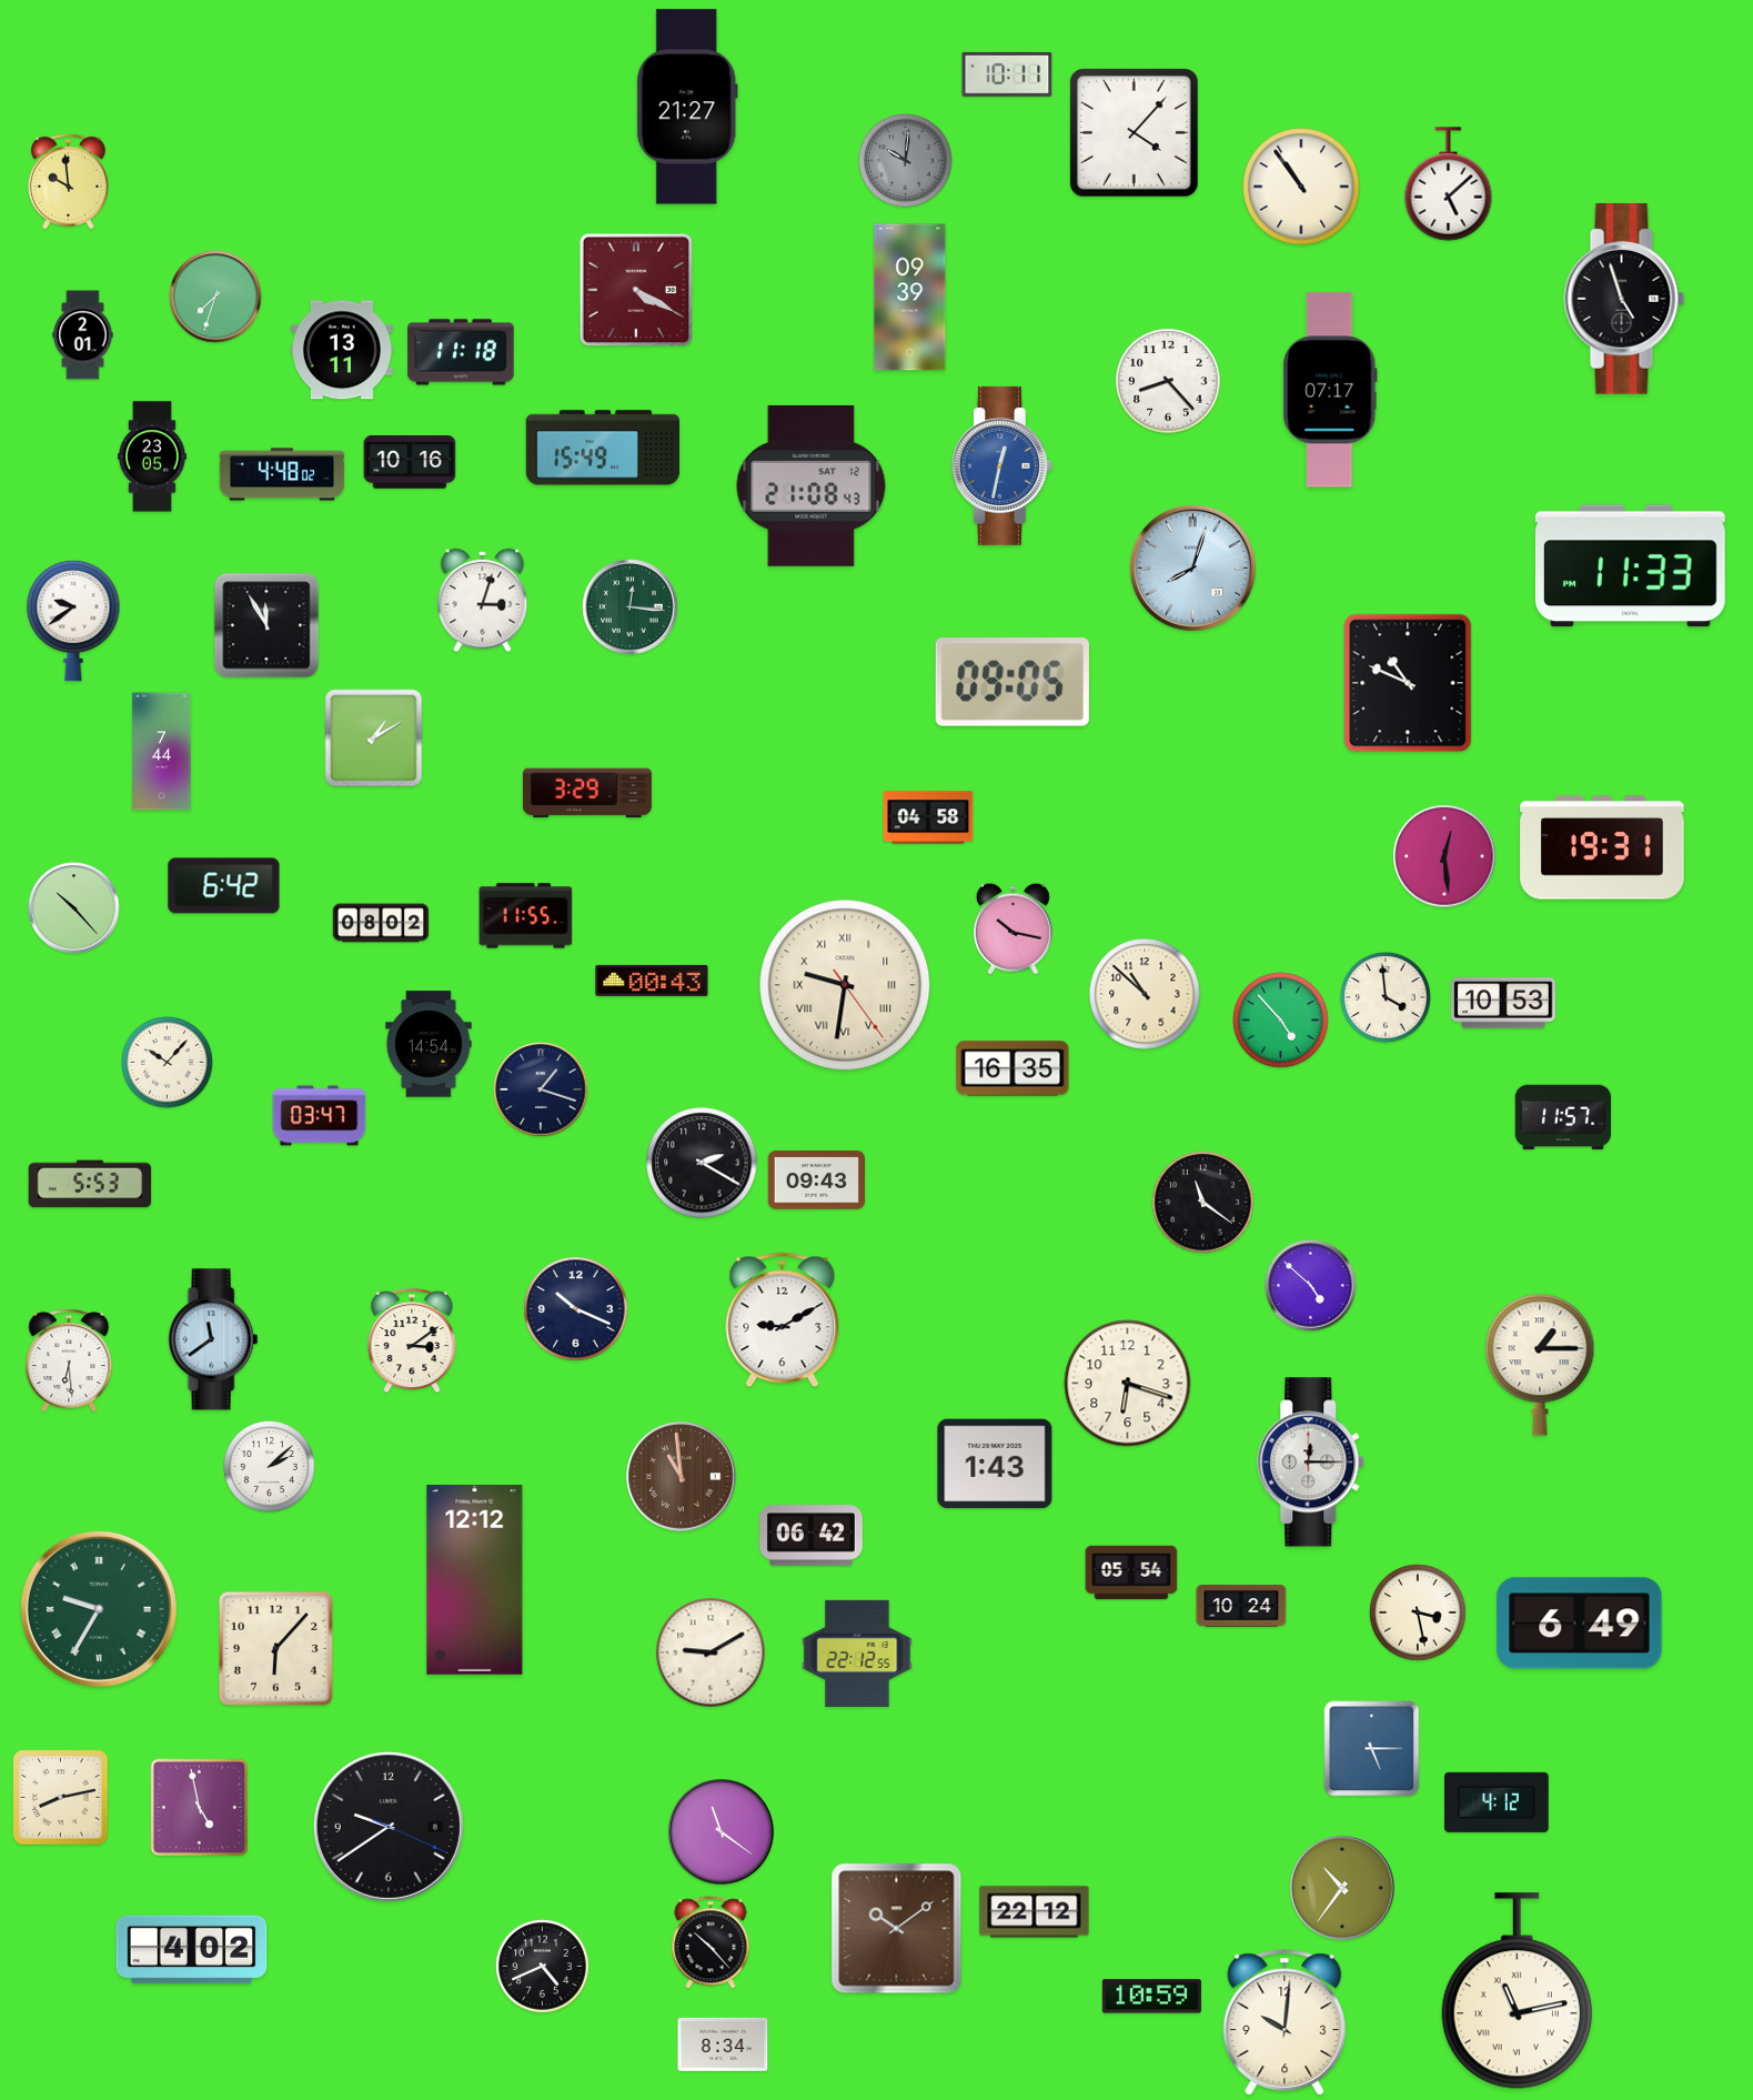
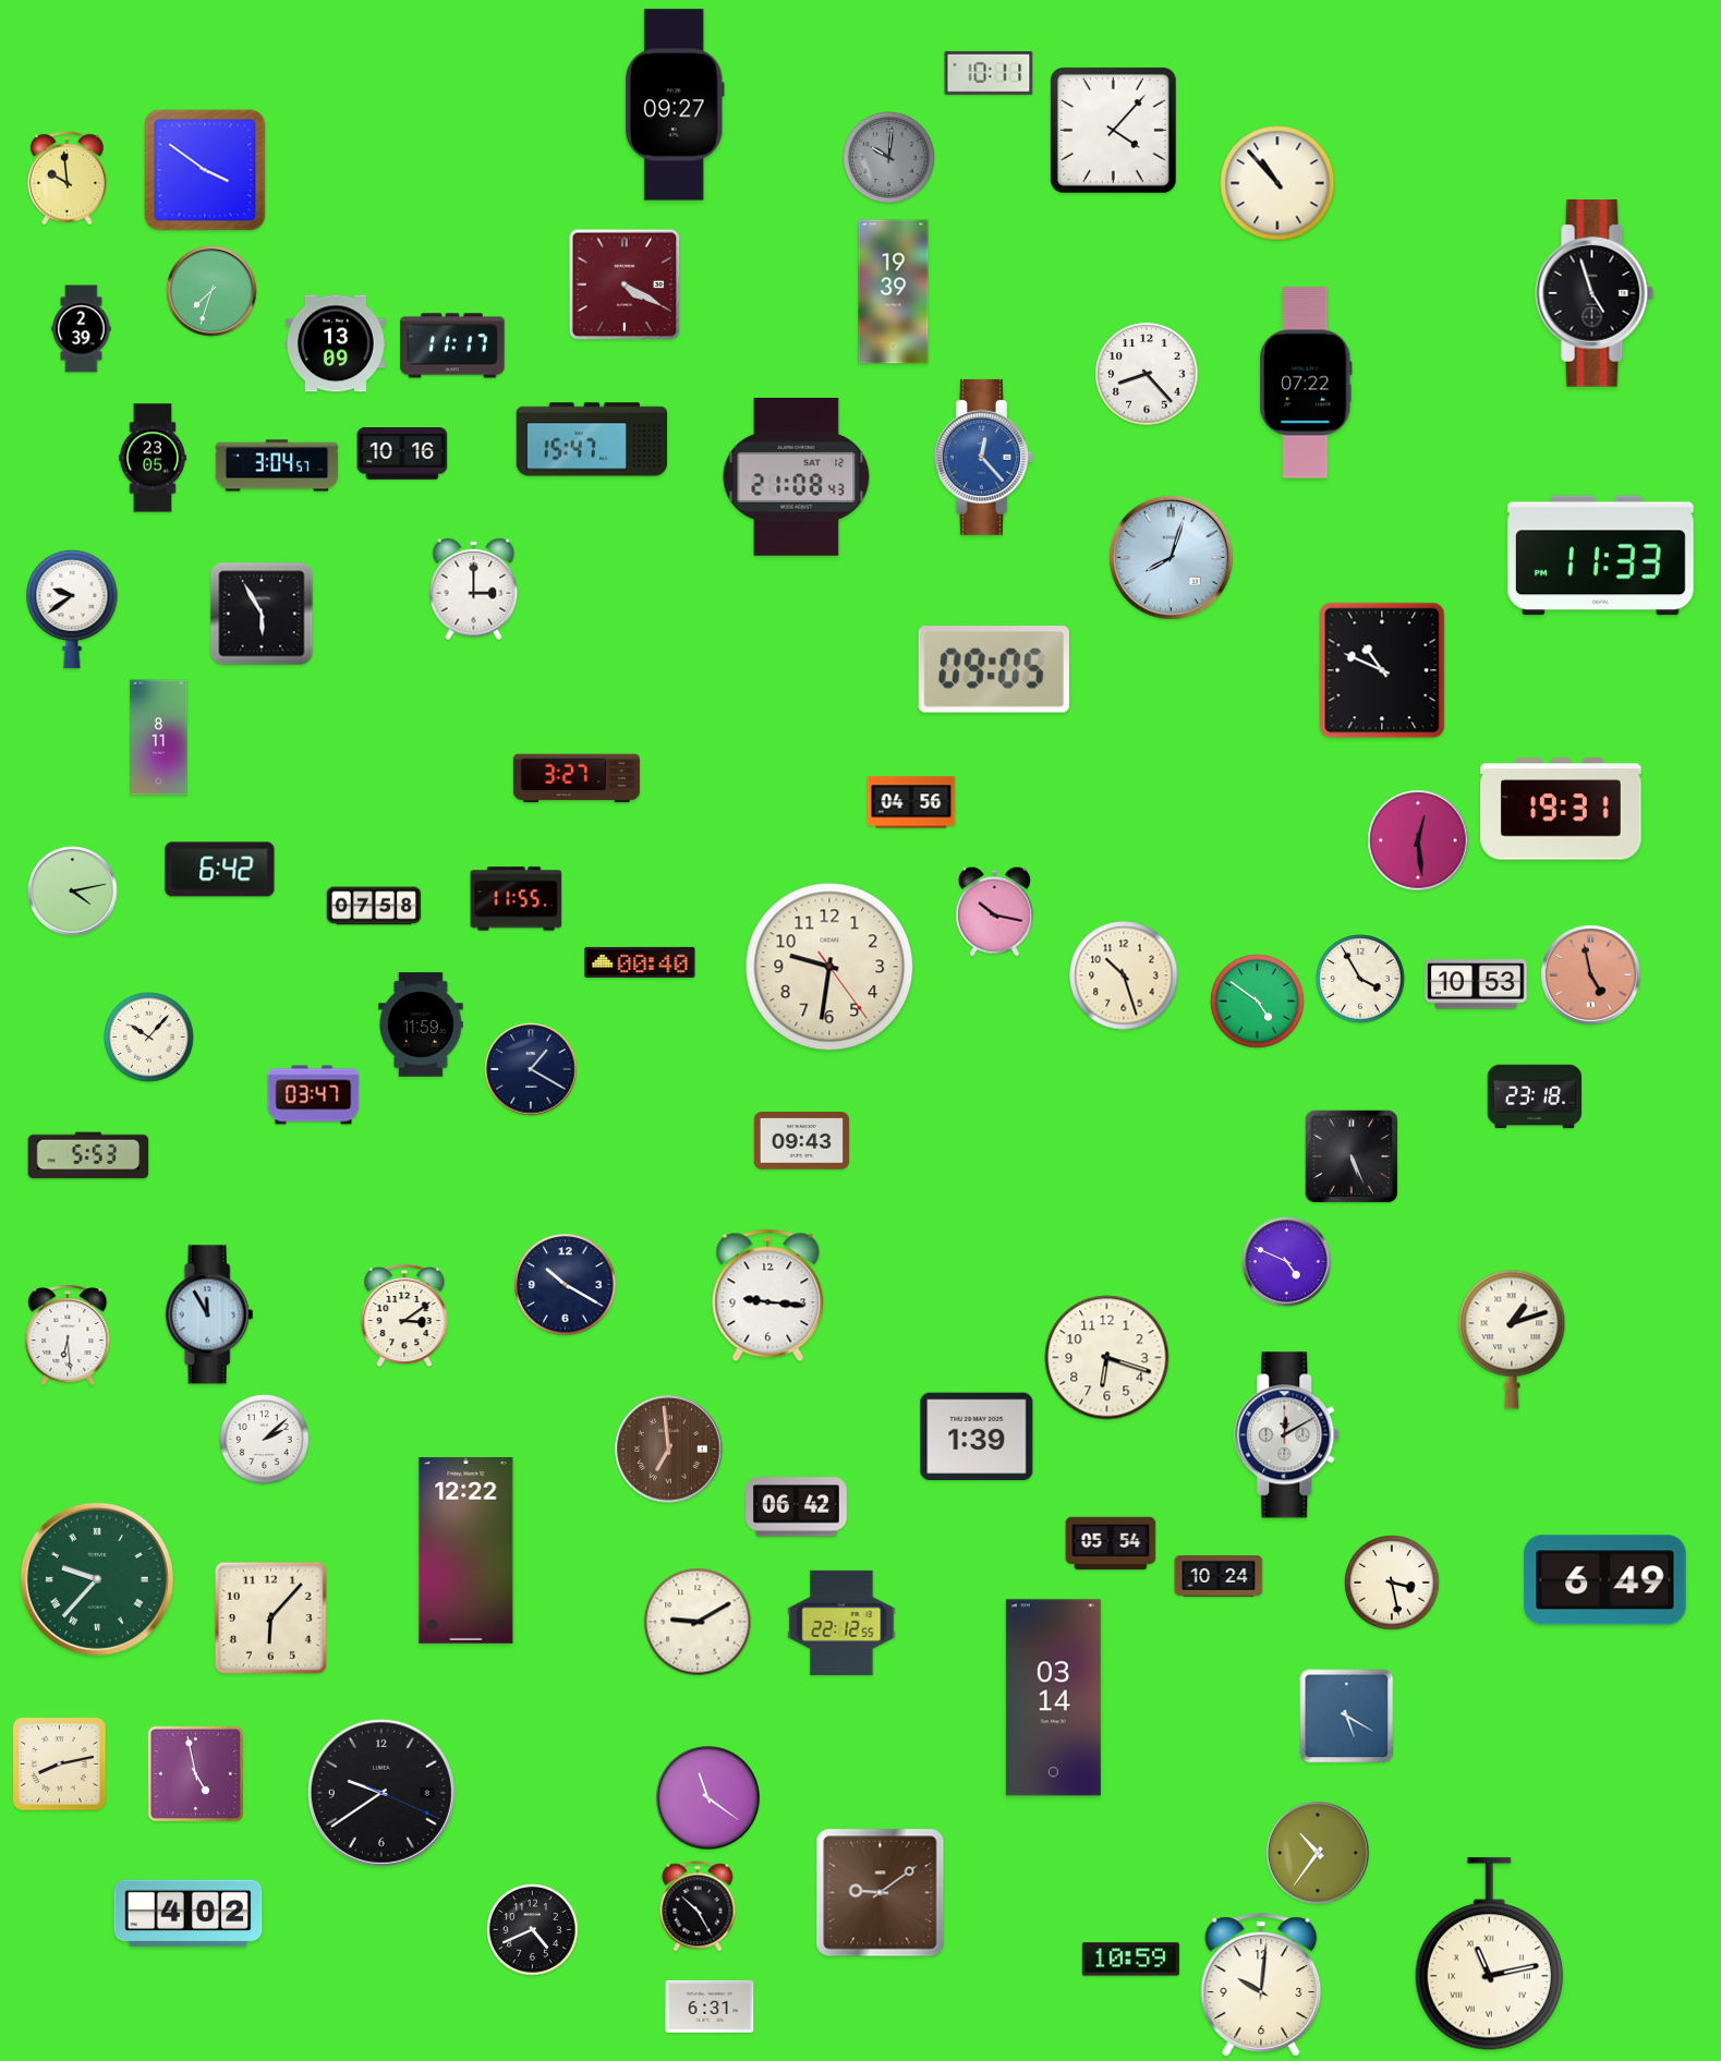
clock at (687, 107): 21:27 -> 09:27
clock at (205, 170): none -> 3:51
clock at (1449, 184): 5:08 -> none
clock at (1301, 187): 10:54 -> 10:53
clock at (910, 298): 09:39 -> 19:39
clock at (83, 335): 2:01 -> 2:39
clock at (342, 350): 13:11 -> 13:09
clock at (461, 352): 11:18 -> 11:17
clock at (1330, 390): 07:17 -> 07:22
clock at (602, 448): 15:49 -> 15:47
clock at (152, 456) position: (152, 456) -> (153, 458)
clock at (1001, 465): 12:32 -> 12:23
clock at (282, 474): 4:48 -> 3:04
clock at (483, 601): 3:03 -> 3:00
clock at (631, 607): 12:16 -> none
clock at (266, 625): 11:55 -> 5:55
clock at (374, 738): 1:10 -> none
clock at (162, 752): 7:44 -> 8:11
clock at (587, 793): 3:29 -> 3:27
clock at (928, 817): 04:58 -> 04:56
clock at (1602, 847) position: (1602, 847) -> (1561, 809)
clock at (74, 908): 10:23 -> 4:13
clock at (381, 923): 08:02 -> 07:58
clock at (652, 981): 00:43 -> 00:40
clock at (845, 985) numerals: Roman -> Arabic
clock at (1145, 994): 10:52 -> 10:27
clock at (1591, 975): none -> 4:58
clock at (1386, 997): 3:59 -> 3:55
clock at (1281, 1021): 4:53 -> 4:51
clock at (429, 1044): 14:54 -> 11:59
clock at (168, 1063) position: (168, 1063) -> (149, 1038)
clock at (1012, 1068): 16:35 -> none
clock at (541, 1089): 1:18 -> 1:20
clock at (1563, 1116): 11:57 -> 23:18
clock at (702, 1163): 2:20 -> none
clock at (1352, 1156): none -> 5:26
clock at (817, 1180) position: (817, 1180) -> (802, 1141)
clock at (90, 1184) position: (90, 1184) -> (88, 1155)
clock at (1203, 1203): 11:21 -> none
clock at (1311, 1286): 4:52 -> 4:49
clock at (576, 1309): 10:19 -> 10:20
clock at (783, 1320): 9:10 -> 9:16
clock at (213, 1339): 11:39 -> 11:55
clock at (1540, 1365): 1:15 -> 1:12
clock at (1311, 1463): 12:15 -> 12:10
clock at (995, 1464): 1:43 -> 1:39
clock at (682, 1477): 10:59 -> 6:59
clock at (475, 1580): 12:12 -> 12:22
clock at (99, 1609): 9:35 -> 9:37
clock at (1580, 1624) position: (1580, 1624) -> (1605, 1580)
clock at (1053, 1698): none -> 03:14
clock at (1372, 1749): 5:15 -> 5:20
clock at (1498, 1802): 4:12 -> none
clock at (1035, 1912): 22:12 -> none
clock at (897, 1929): 10:09 -> 9:09
clock at (711, 1942): 10:23 -> 10:25
clock at (723, 2044): 8:34 -> 6:31
